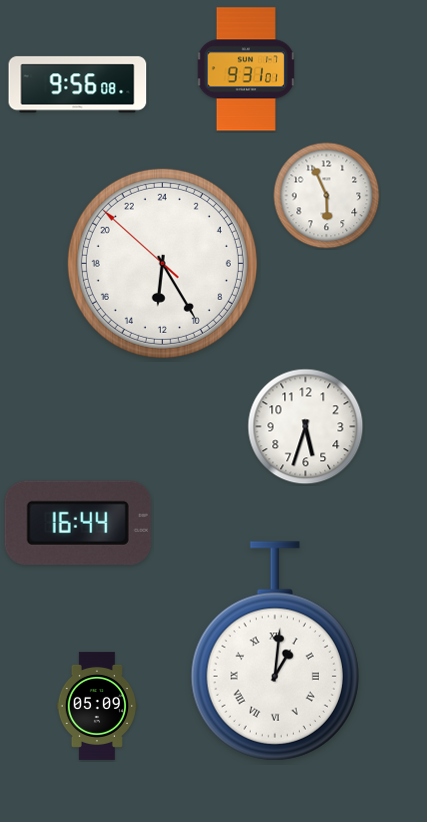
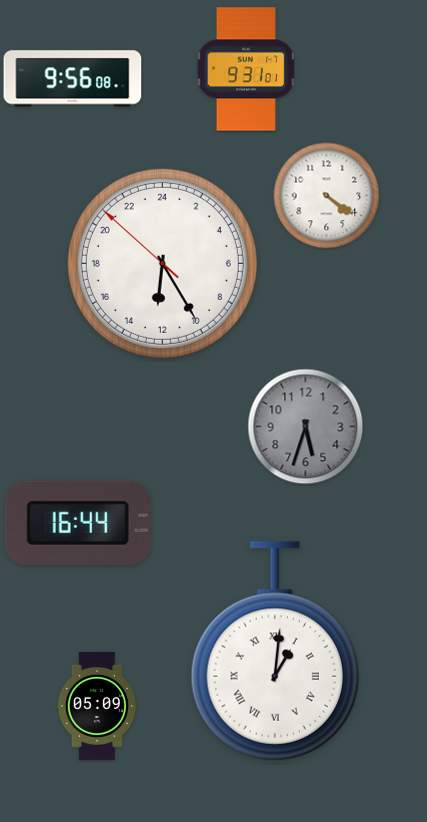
clock at (78, 85) position: (78, 85) -> (73, 79)
clock at (327, 196): 5:56 -> 4:21
clock at (306, 427) dial: white -> grey
